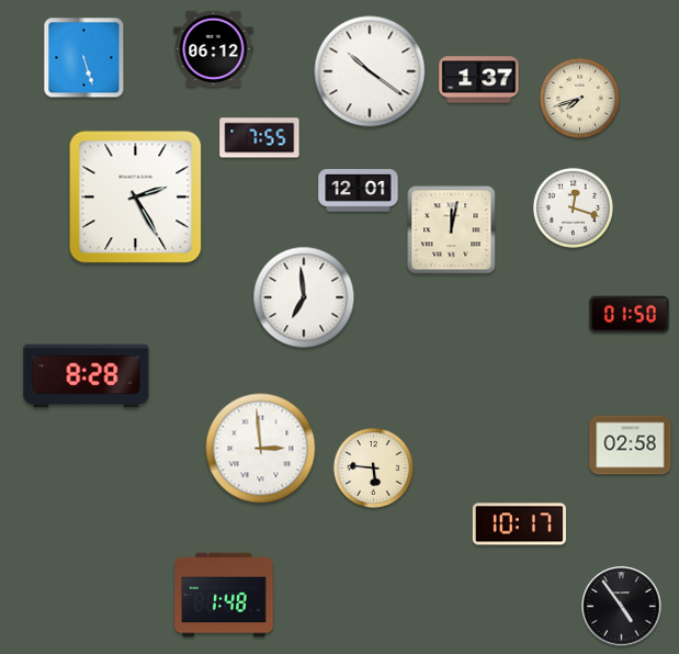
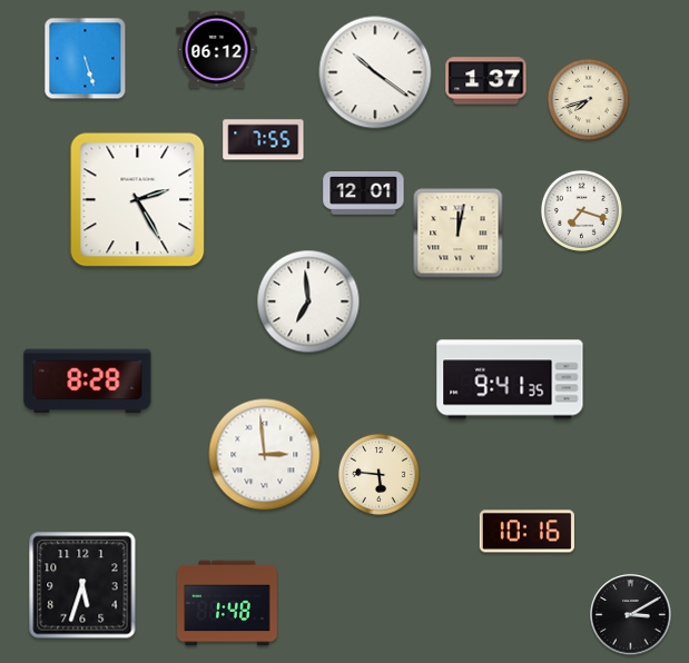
clock at (573, 207): 12:18 -> 7:18
clock at (630, 315): 01:50 -> none
clock at (510, 379): none -> 9:41
clock at (631, 446): 02:58 -> none
clock at (519, 525): 10:17 -> 10:16
clock at (82, 585): none -> 5:33
clock at (622, 607): 4:54 -> 3:10
